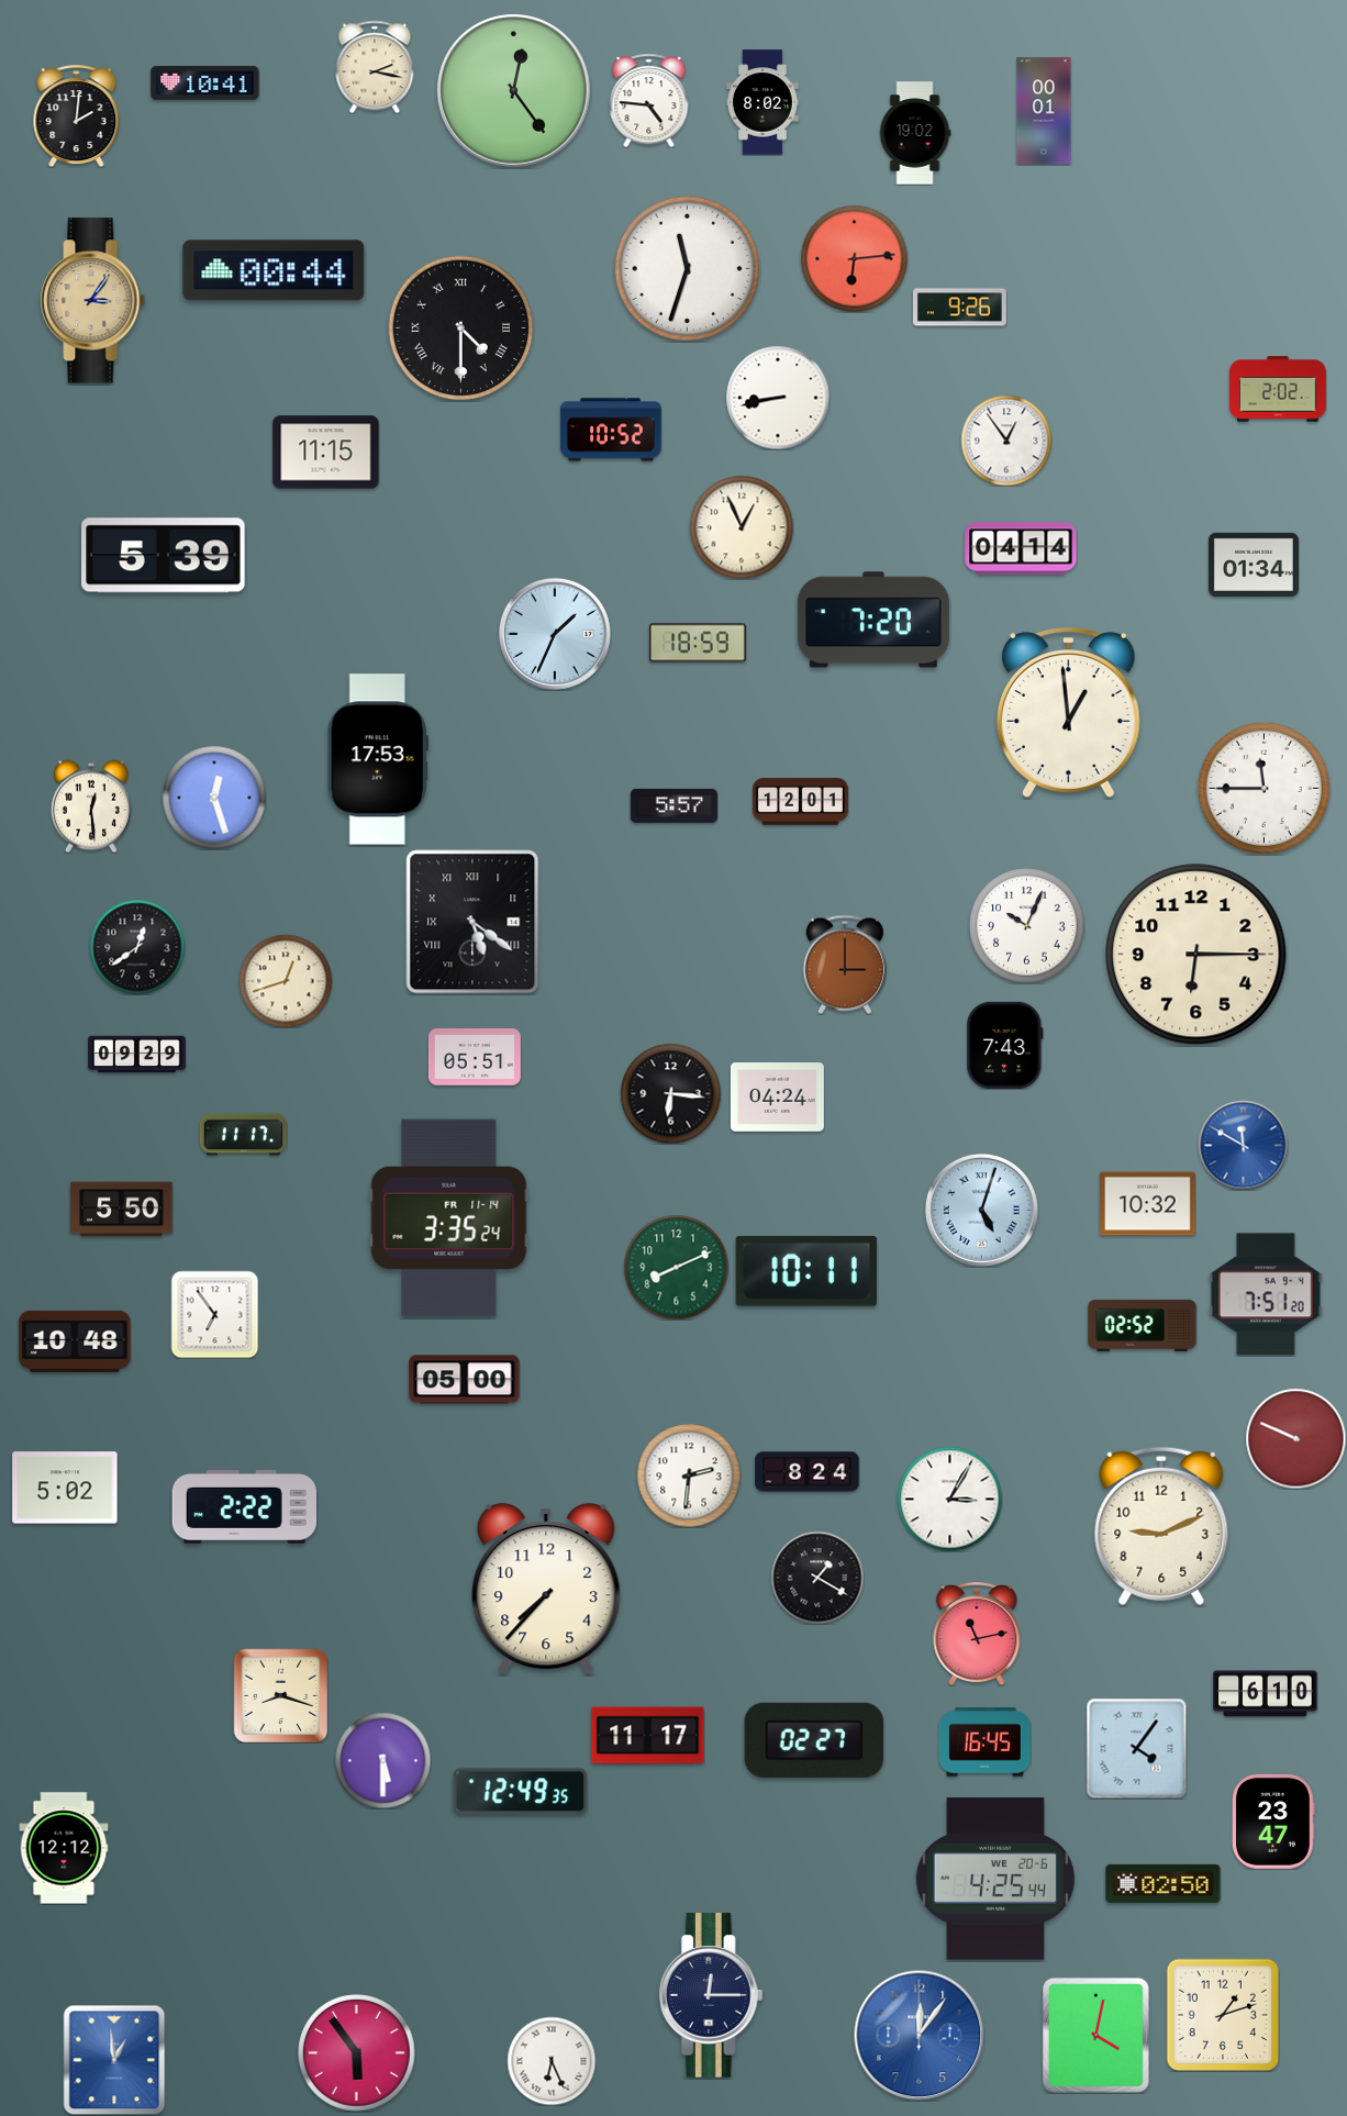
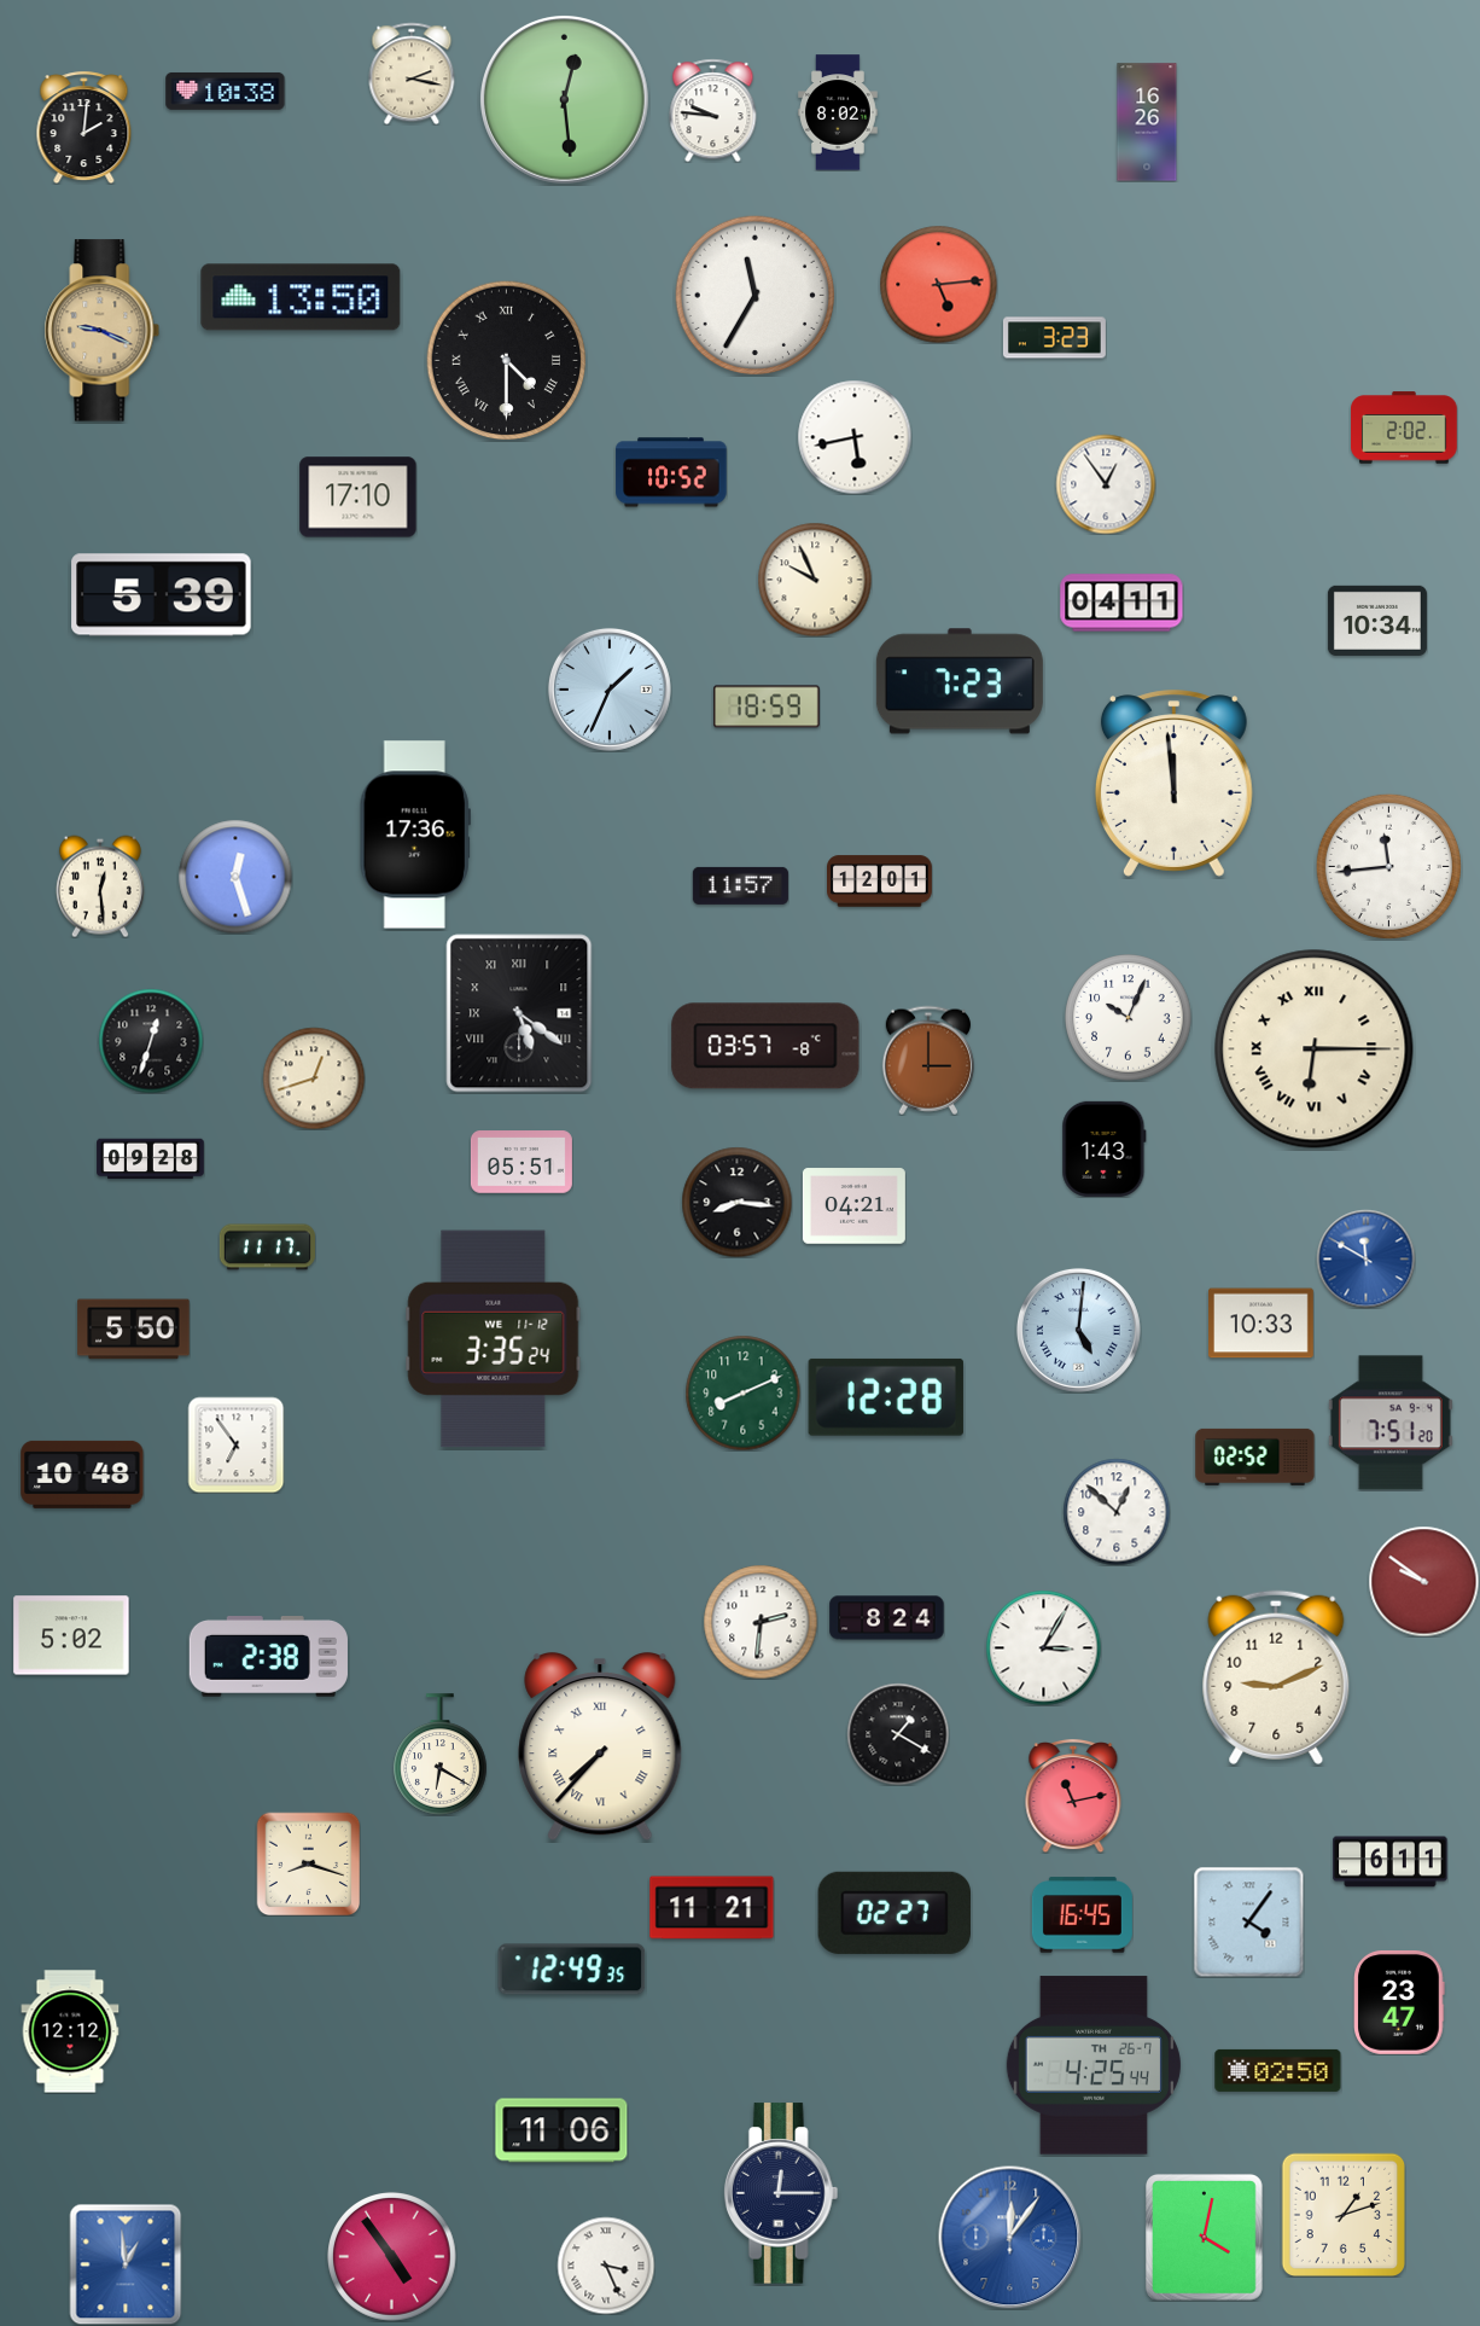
clock at (205, 82): 10:41 -> 10:38
clock at (514, 91): 12:24 -> 12:29
clock at (649, 100): 4:46 -> 9:46
clock at (1044, 111): 00:01 -> 16:26
clock at (915, 133): 19:02 -> none
clock at (854, 258): 6:14 -> 5:14
clock at (688, 269): 11:33 -> 11:35
clock at (274, 270): 00:44 -> 13:50
clock at (93, 301): 3:06 -> 9:19
clock at (959, 308): 9:26 -> 3:23
clock at (778, 398): 8:43 -> 5:43
clock at (326, 453): 11:15 -> 17:10
clock at (742, 527): 12:56 -> 9:56
clock at (1021, 548): 04:14 -> 04:11
clock at (164, 556) position: (164, 556) -> (162, 595)
clock at (1254, 565): 01:34 -> 10:34
clock at (873, 620): 7:20 -> 7:23
clock at (555, 634) position: (555, 634) -> (610, 690)
clock at (1068, 713): 12:59 -> 11:59
clock at (378, 759): 17:53 -> 17:36
clock at (1263, 788): 11:45 -> 11:44
clock at (673, 805): 5:57 -> 11:57
clock at (137, 947): 12:39 -> 12:33
clock at (765, 1046): none -> 03:57
clock at (1196, 955) numerals: Arabic -> Roman
clock at (1005, 1045): 7:43 -> 1:43
clock at (137, 1055): 09:29 -> 09:28
clock at (670, 1093): 6:16 -> 8:16
clock at (777, 1098): 04:24 -> 04:21
clock at (1148, 1204): 10:32 -> 10:33
clock at (981, 1210): 5:03 -> 5:01
clock at (449, 1218) date: FR 11-14 -> WE 11-12
clock at (806, 1271): 10:11 -> 12:28
clock at (1117, 1512): none -> 12:52
clock at (465, 1380): 05:00 -> none
clock at (1295, 1438): 9:49 -> 9:51
clock at (689, 1475) position: (689, 1475) -> (761, 1622)
clock at (244, 1507): 2:22 -> 2:38
clock at (546, 1590) numerals: Arabic -> Roman
clock at (441, 1755): none -> 6:20
clock at (1266, 1694): 6:10 -> 6:11
clock at (648, 1736): 11:17 -> 11:21
clock at (382, 1760): 5:30 -> none
clock at (995, 1879) date: WE 20-6 -> TH 26-7
clock at (561, 2130): none -> 11:06
clock at (357, 2053): 5:54 -> 4:54
clock at (552, 2061): 6:26 -> 3:26
